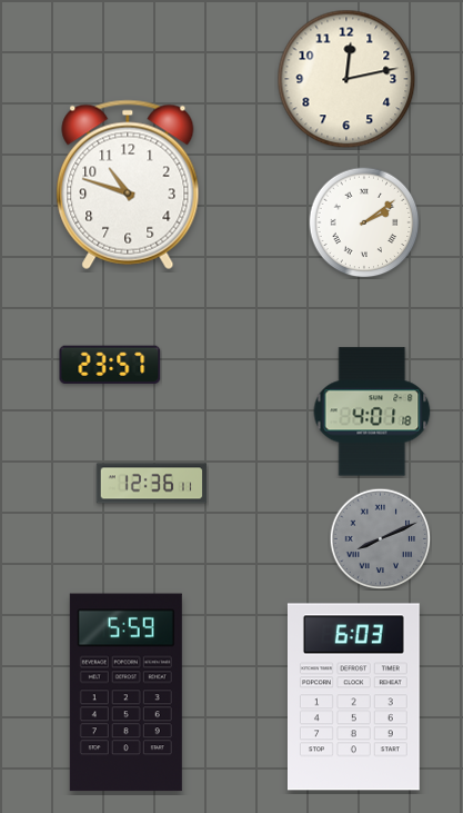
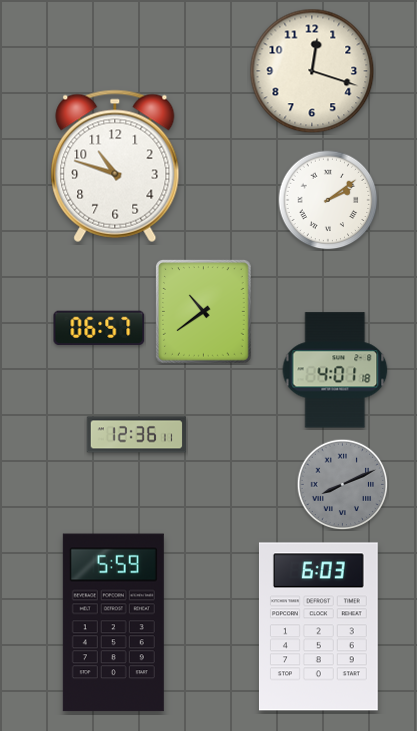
clock at (346, 79): 12:13 -> 12:18
clock at (204, 312): none -> 10:39
clock at (110, 364): 23:57 -> 06:57
